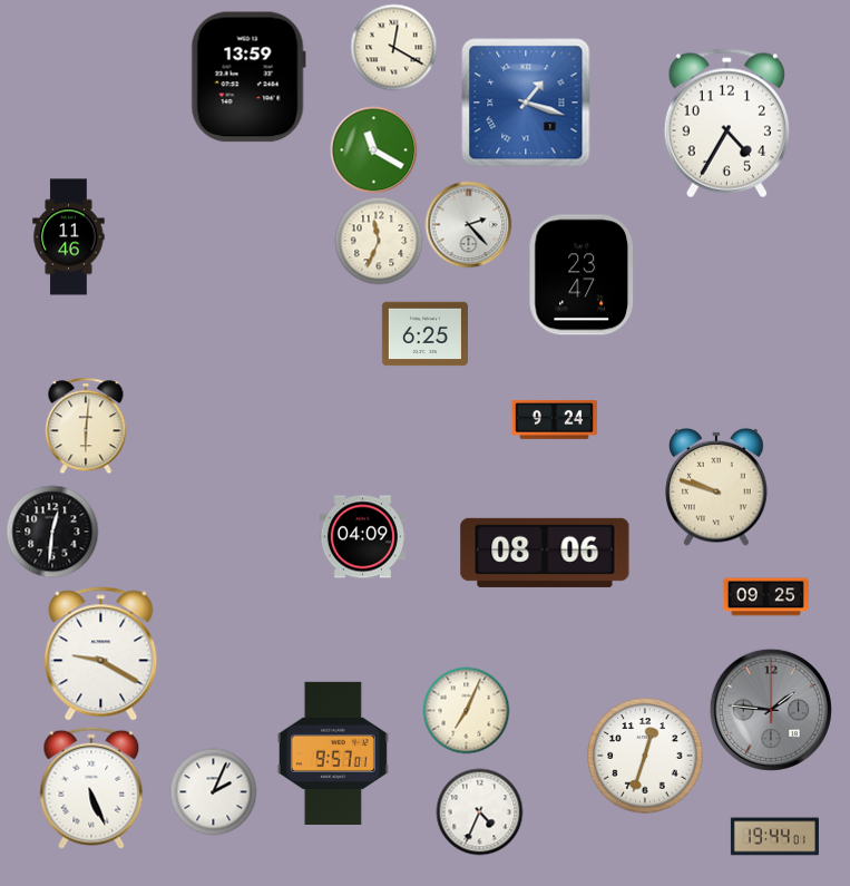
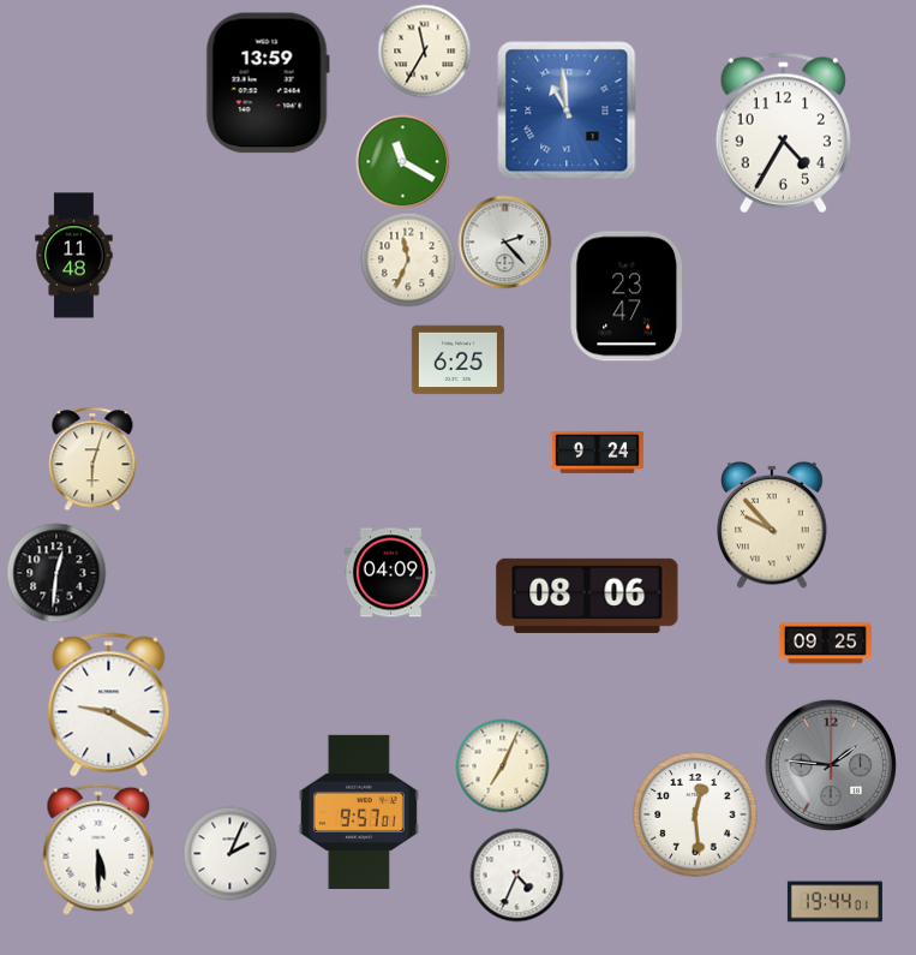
clock at (393, 47): 12:20 -> 11:35
clock at (526, 103): 1:18 -> 10:59
clock at (69, 237): 11:46 -> 11:48
clock at (86, 426): 6:01 -> 6:03
clock at (716, 487): 9:48 -> 9:53
clock at (362, 537) position: (362, 537) -> (390, 573)
clock at (645, 756): 12:33 -> 12:29
clock at (91, 788): 5:26 -> 5:30
